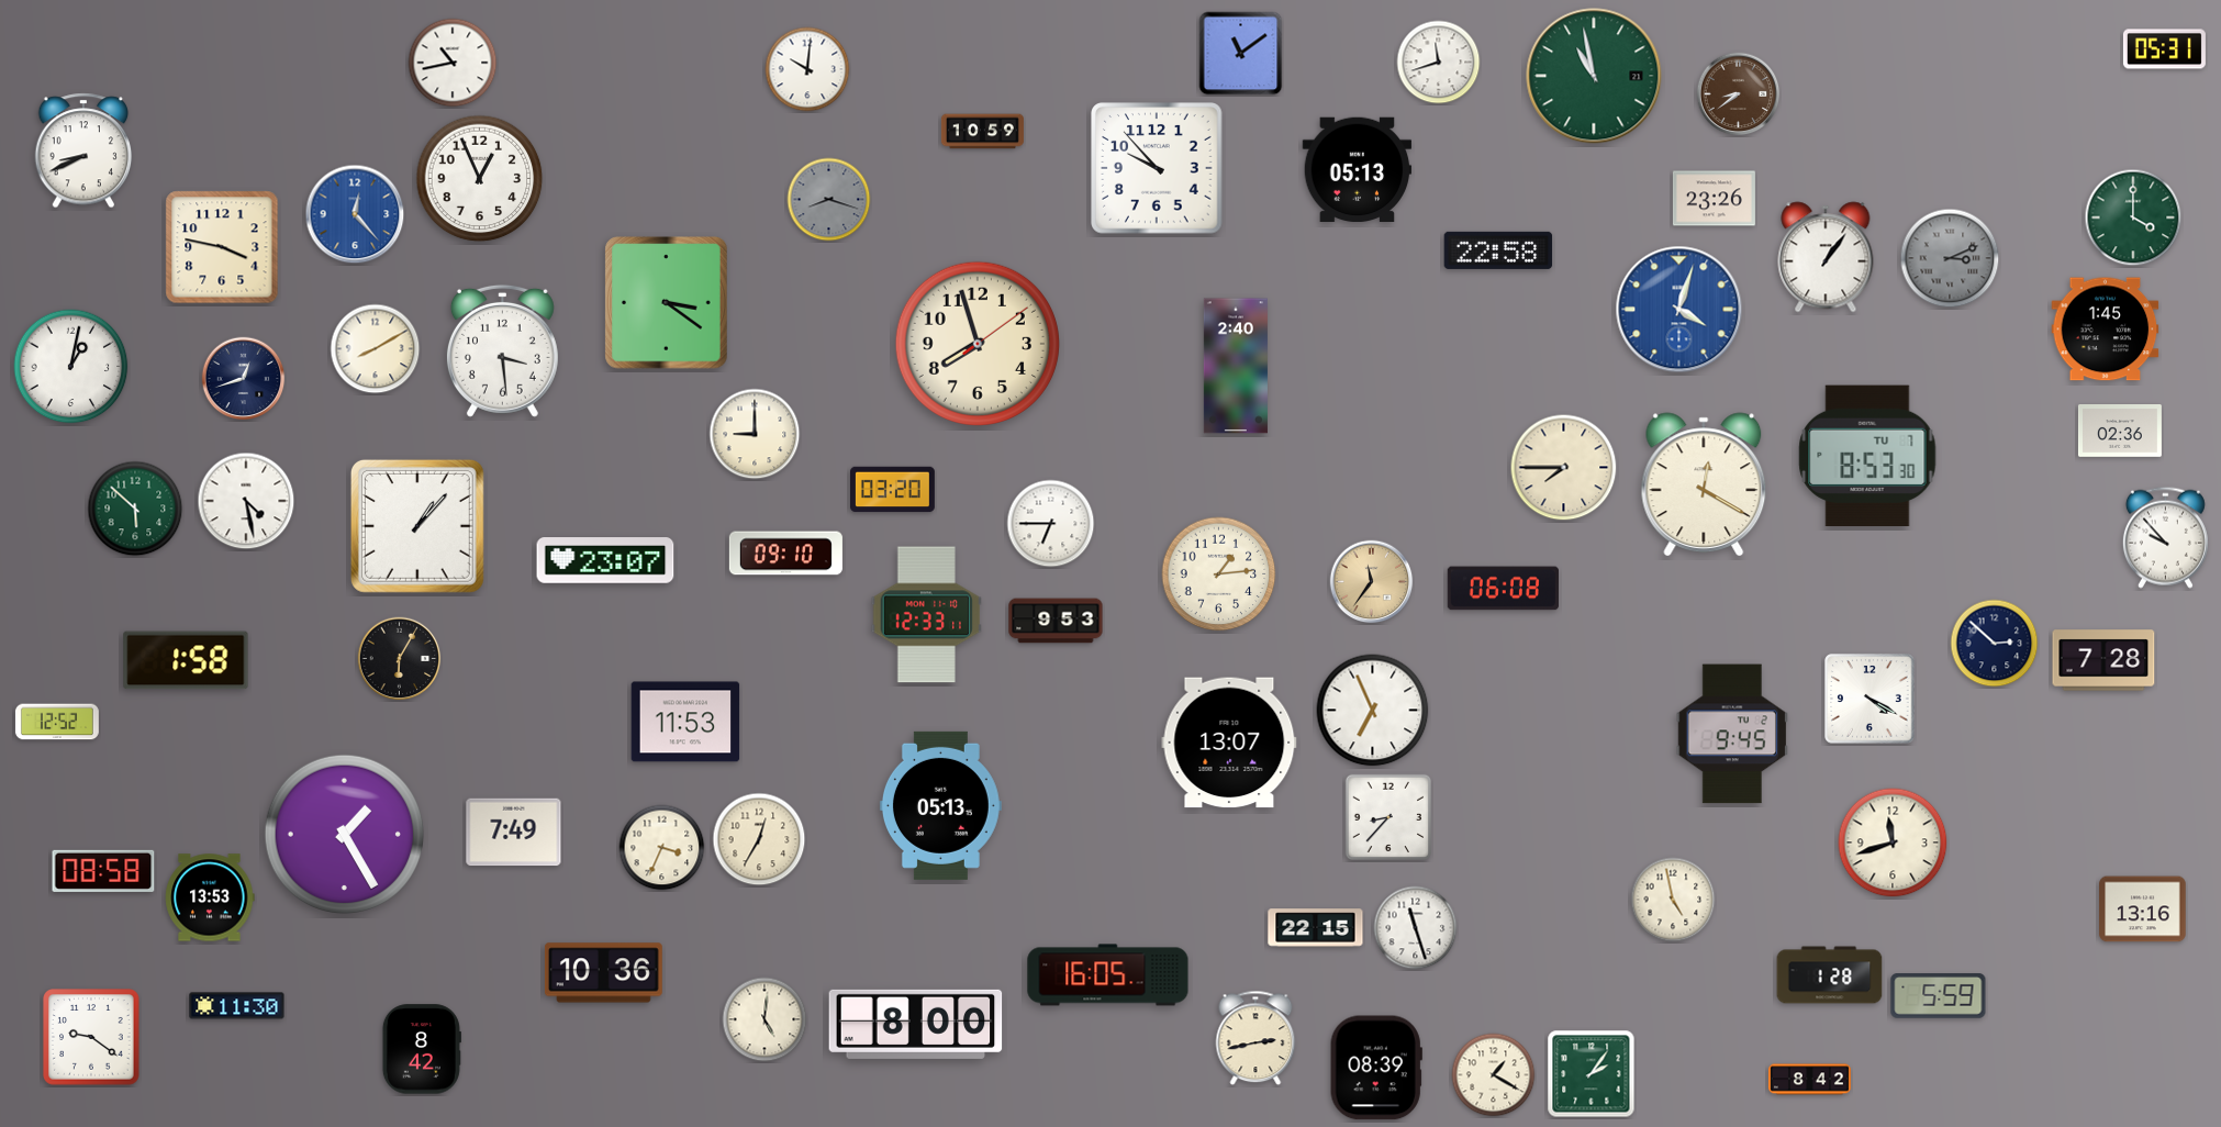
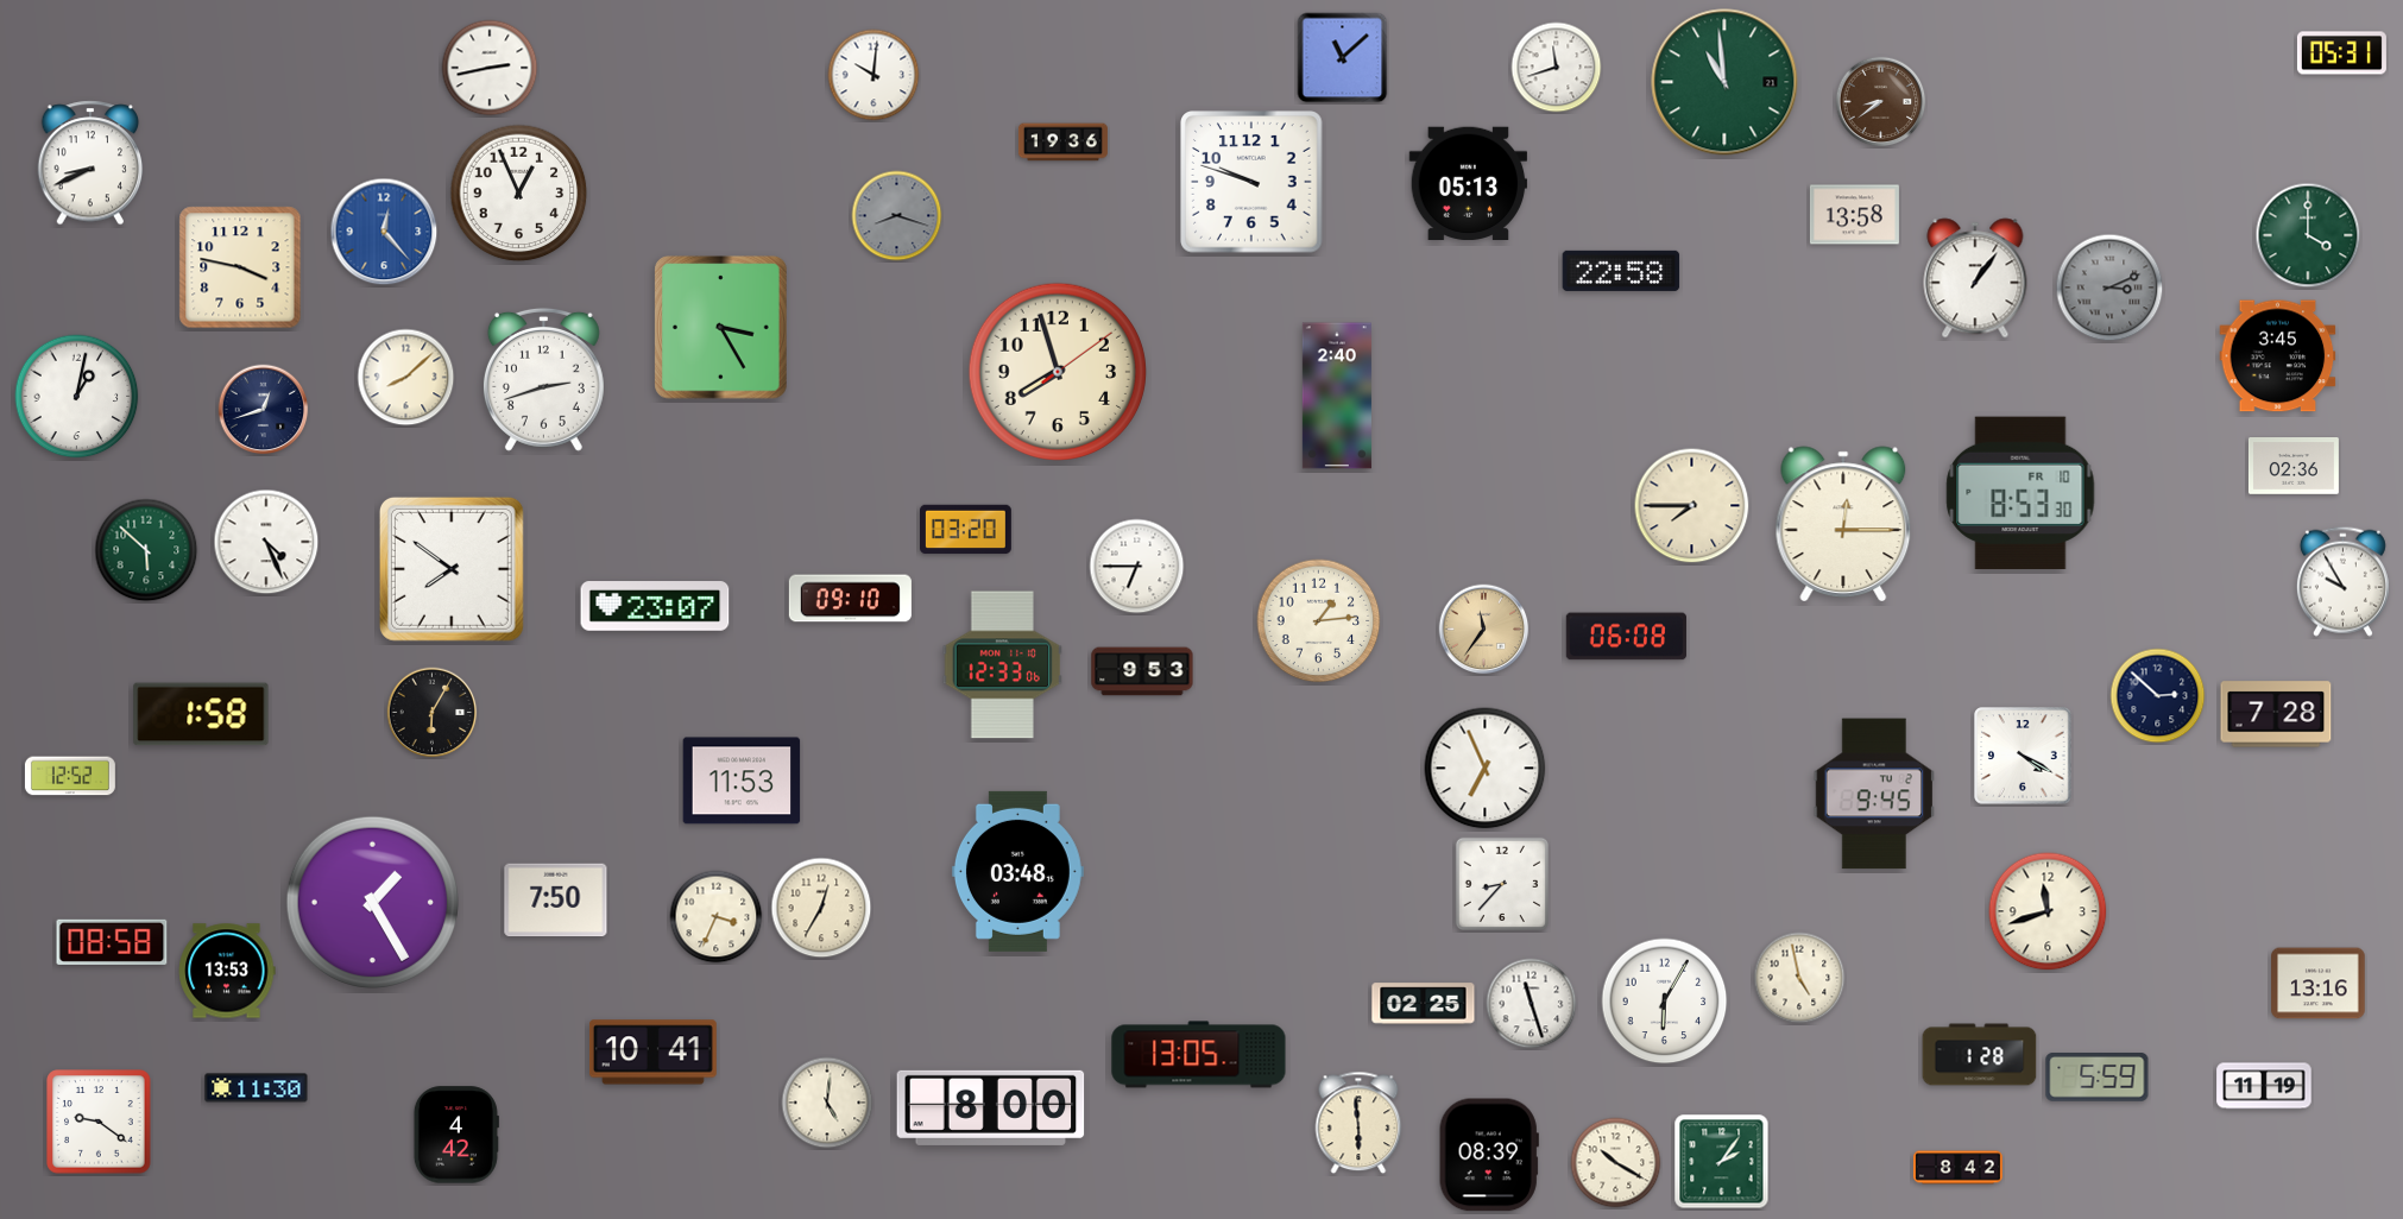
clock at (1241, 54): 11:09 -> 11:08
clock at (453, 63): 10:43 -> 2:43
clock at (1594, 76): 10:58 -> 10:59
clock at (982, 132): 10:59 -> 19:36
clock at (1157, 168): 9:53 -> 9:48
clock at (1714, 199): 23:26 -> 13:58
clock at (1950, 258) position: (1950, 258) -> (2109, 288)
clock at (667, 303): 3:21 -> 3:25
clock at (1679, 310): 4:03 -> none
clock at (2106, 330): 1:45 -> 3:45
clock at (376, 349): 8:10 -> 8:08
clock at (502, 350): 3:29 -> 2:42
clock at (755, 434): 9:00 -> none
clock at (1867, 456) date: TU 7 -> FR 10
clock at (1704, 483): 12:20 -> 12:15
clock at (246, 501): 4:28 -> 4:26
clock at (417, 526): 1:07 -> 7:51
clock at (2165, 537): 9:53 -> 9:55
clock at (926, 615): 12:33:11 -> 12:33:06
clock at (57, 722) position: (57, 722) -> (70, 776)
clock at (1229, 743): 13:07 -> none
clock at (940, 805): 05:13 -> 03:48
clock at (514, 833): 7:49 -> 7:50
clock at (1673, 900) position: (1673, 900) -> (1799, 978)
clock at (1665, 1002): none -> 6:05
clock at (1316, 928): 22:15 -> 02:25
clock at (603, 973): 10:36 -> 10:41
clock at (1108, 975): 16:05 -> 13:05
clock at (2264, 1086): none -> 11:19
clock at (1255, 1038): 2:43 -> 5:59
clock at (422, 1049): 8:42 -> 4:42
clock at (1494, 1075): 1:20 -> 10:20
